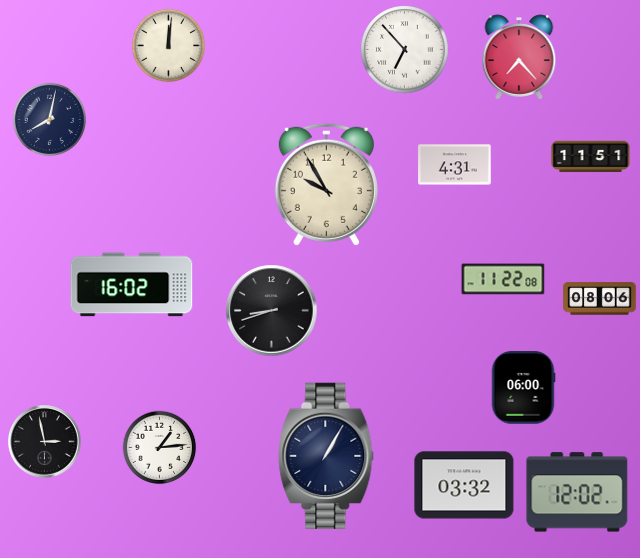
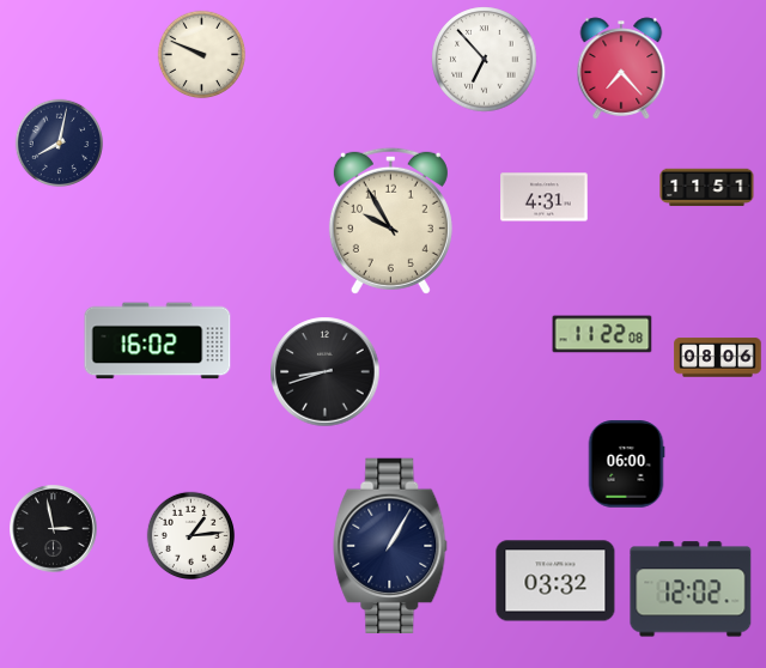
clock at (169, 46): 12:01 -> 9:49
